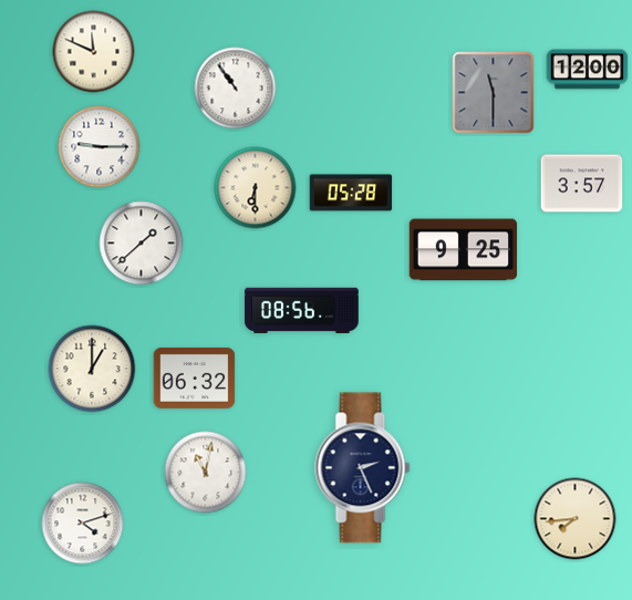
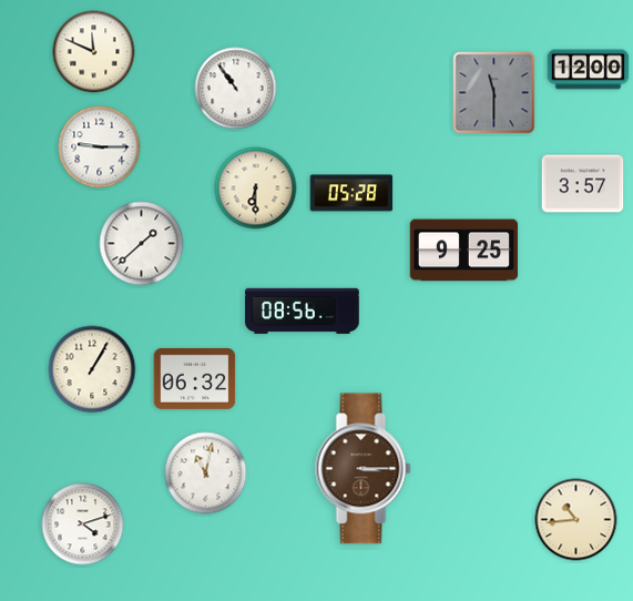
clock at (92, 369): 1:00 -> 1:05
clock at (363, 468): 2:26 -> 3:15
clock at (363, 468) dial: navy -> brown
clock at (576, 519): 7:44 -> 10:44
